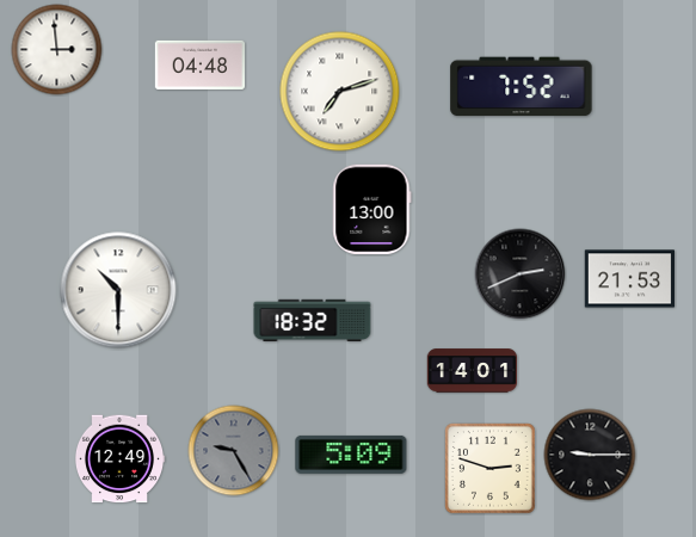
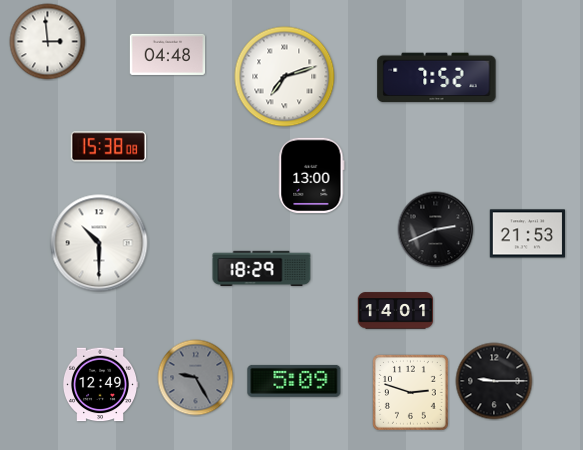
clock at (522, 87) position: (522, 87) -> (437, 78)
clock at (108, 147): none -> 15:38
clock at (313, 320): 18:32 -> 18:29
